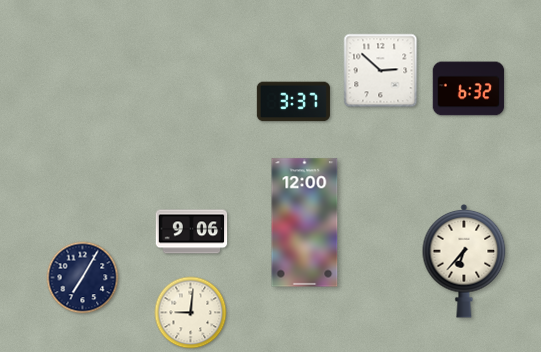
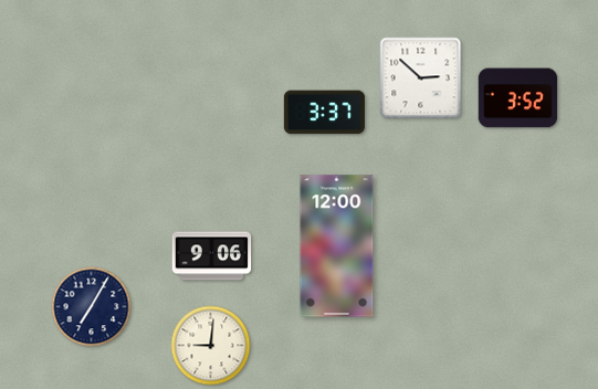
clock at (469, 89): 6:32 -> 3:52
clock at (464, 261): 6:37 -> none
